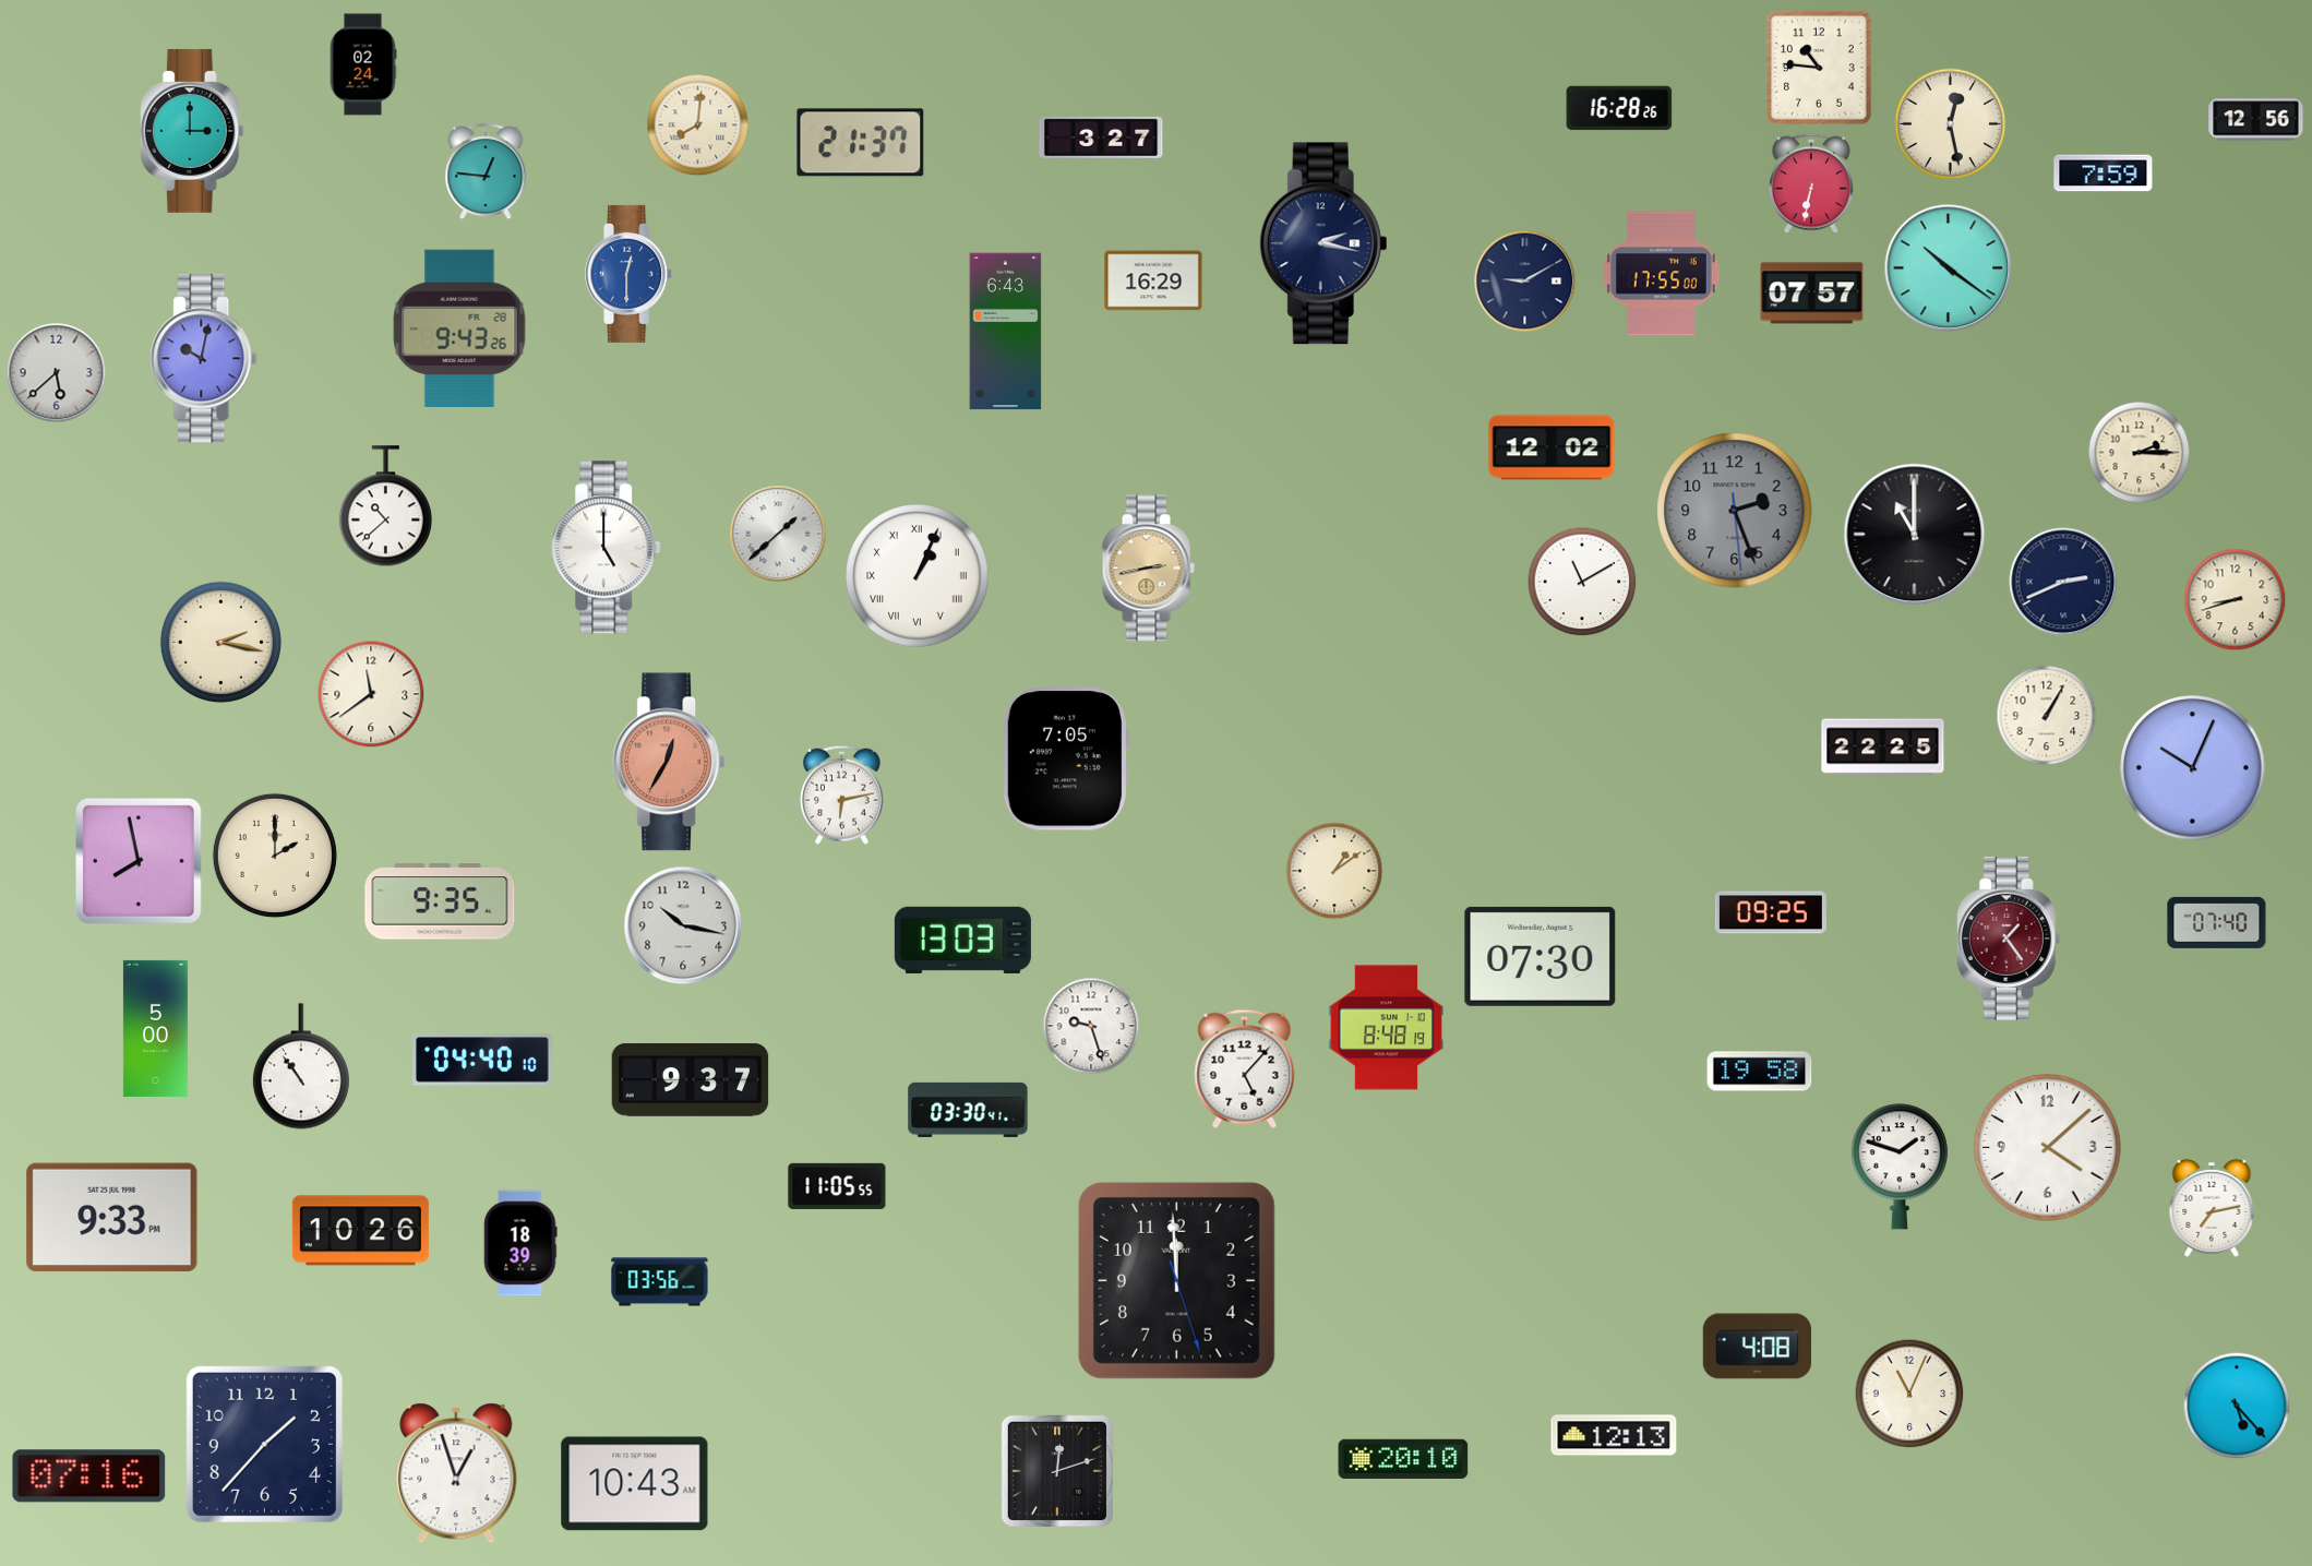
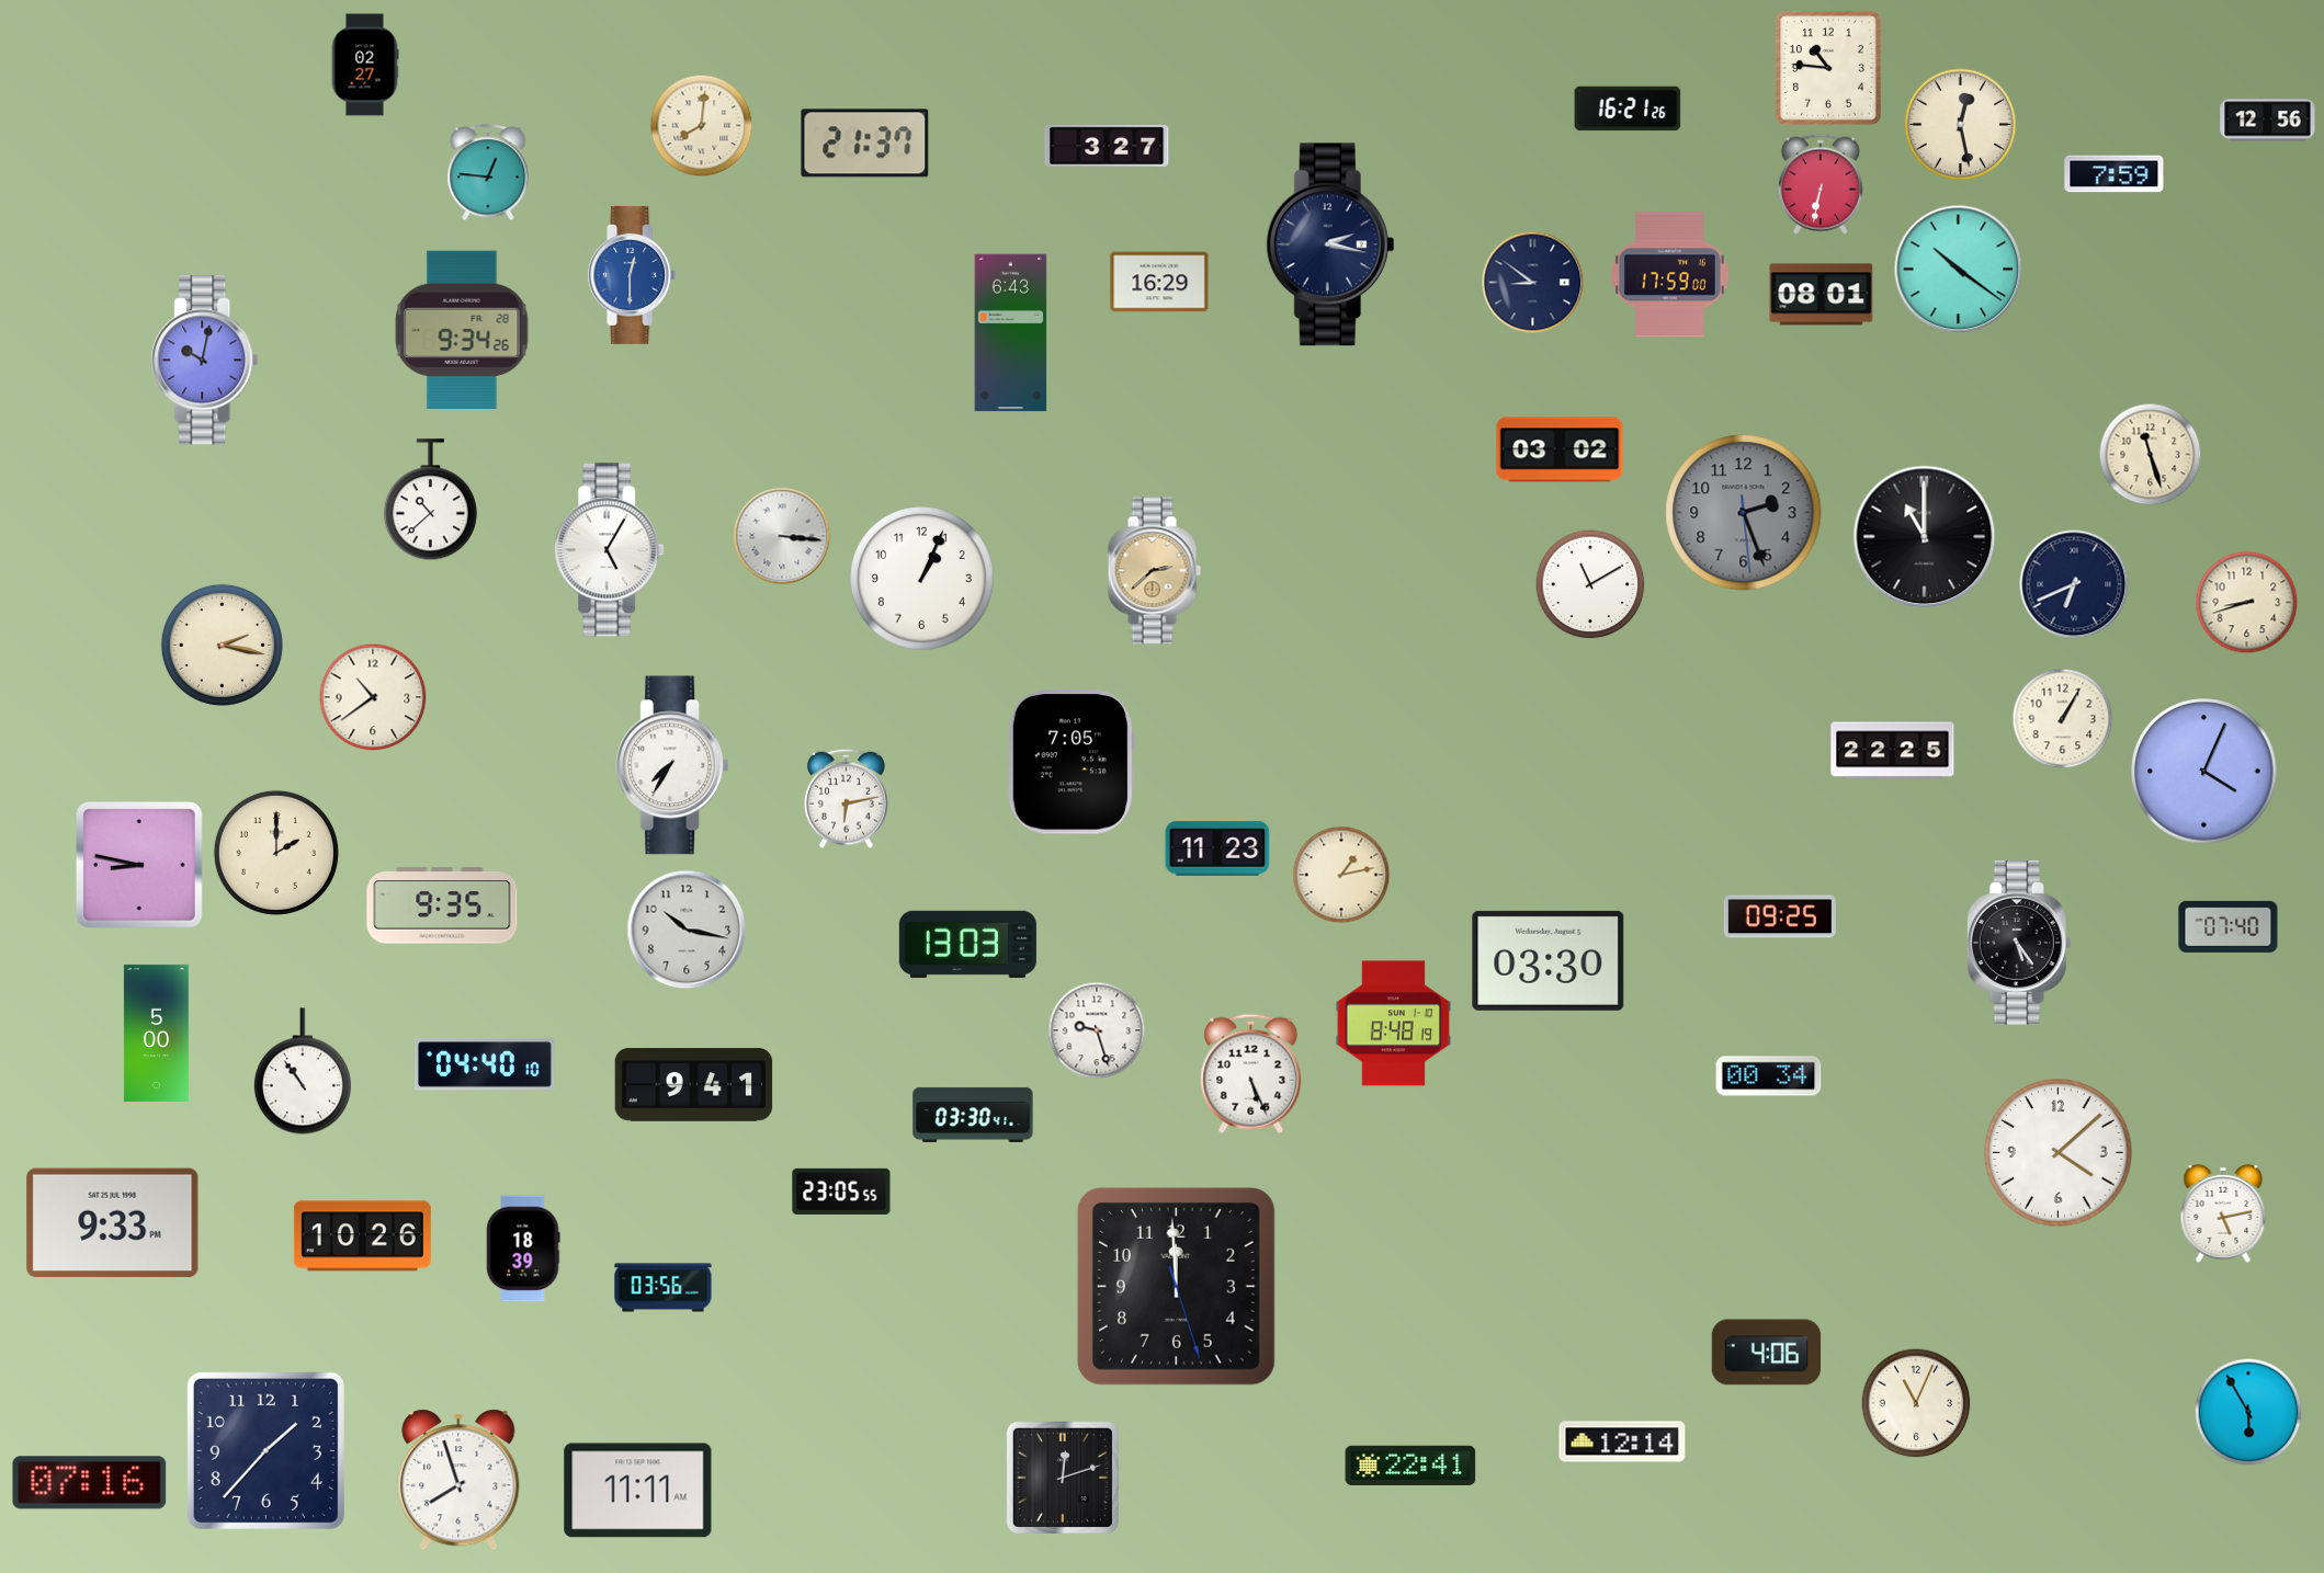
clock at (363, 64): 02:24 -> 02:27
clock at (1619, 108): 16:28 -> 16:21
clock at (192, 131): 3:00 -> none
clock at (1101, 138) position: (1101, 138) -> (1107, 146)
clock at (1662, 274): 17:55 -> 17:59
clock at (1525, 282): 9:10 -> 8:51
clock at (1812, 294): 07:57 -> 08:01
clock at (459, 327): 9:43 -> 9:34
clock at (57, 373): 5:38 -> none
clock at (1552, 447): 12:02 -> 03:02
clock at (2140, 453): 2:15 -> 11:27
clock at (385, 506) position: (385, 506) -> (430, 500)
clock at (778, 534): 1:38 -> 3:16
clock at (607, 548): 5:00 -> 5:05
clock at (1148, 569): 2:43 -> 2:38
clock at (918, 576) numerals: Roman -> Arabic
clock at (2063, 582): 2:41 -> 6:41
clock at (371, 694): 11:39 -> 10:39
clock at (2047, 716) position: (2047, 716) -> (2063, 719)
clock at (669, 762): 12:35 -> 7:35
clock at (669, 762) dial: salmon -> white
clock at (2193, 768): 10:04 -> 4:04
clock at (1217, 848): none -> 11:23
clock at (275, 856) position: (275, 856) -> (276, 853)
clock at (140, 862): 7:58 -> 8:47
clock at (1334, 871): 1:09 -> 1:13
clock at (2009, 939): 1:24 -> 5:24
clock at (2009, 939) dial: burgundy -> black
clock at (1541, 956): 07:30 -> 03:30
clock at (1387, 1028) position: (1387, 1028) -> (1394, 1024)
clock at (1245, 1068): 5:07 -> 5:26
clock at (1760, 1072): 19:58 -> 00:34
clock at (691, 1080): 9:37 -> 9:41
clock at (1900, 1167): 1:48 -> none
clock at (837, 1186): 11:05 -> 23:05
clock at (2212, 1208): 7:13 -> 5:13
clock at (1176, 1280) position: (1176, 1280) -> (1176, 1286)
clock at (1758, 1347): 4:08 -> 4:06
clock at (1909, 1394) position: (1909, 1394) -> (1916, 1403)
clock at (2237, 1406): 5:23 -> 5:55
clock at (1614, 1435): 12:13 -> 12:14
clock at (1403, 1458): 20:10 -> 22:41
clock at (456, 1473): 12:57 -> 7:57
clock at (635, 1484): 10:43 -> 11:11
